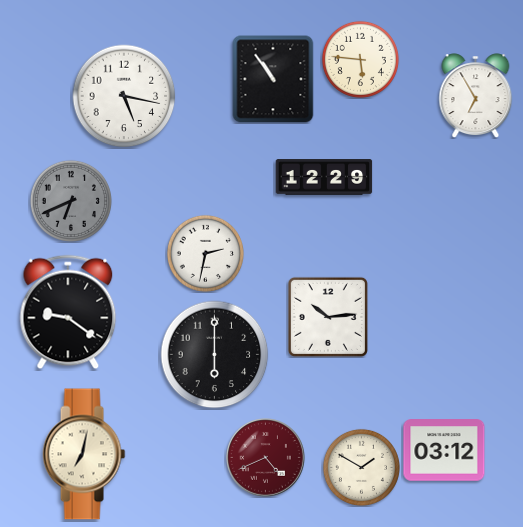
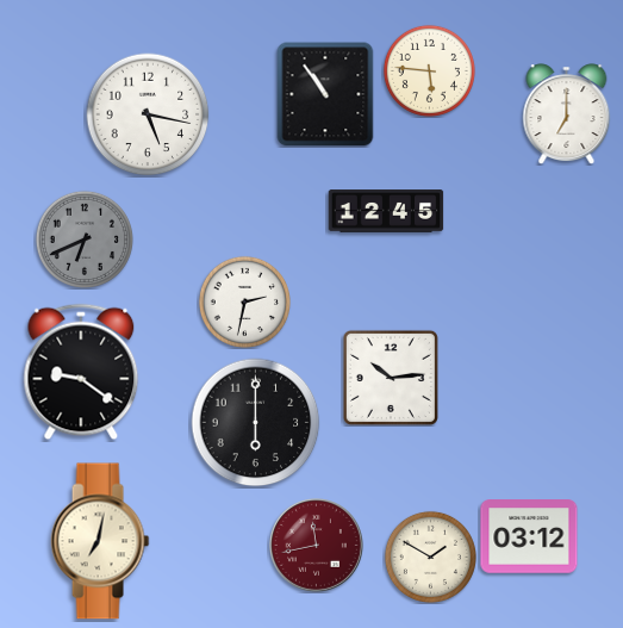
clock at (476, 96): 6:55 -> 7:00
clock at (324, 177): 12:29 -> 12:45
clock at (266, 458): 4:41 -> 11:43
